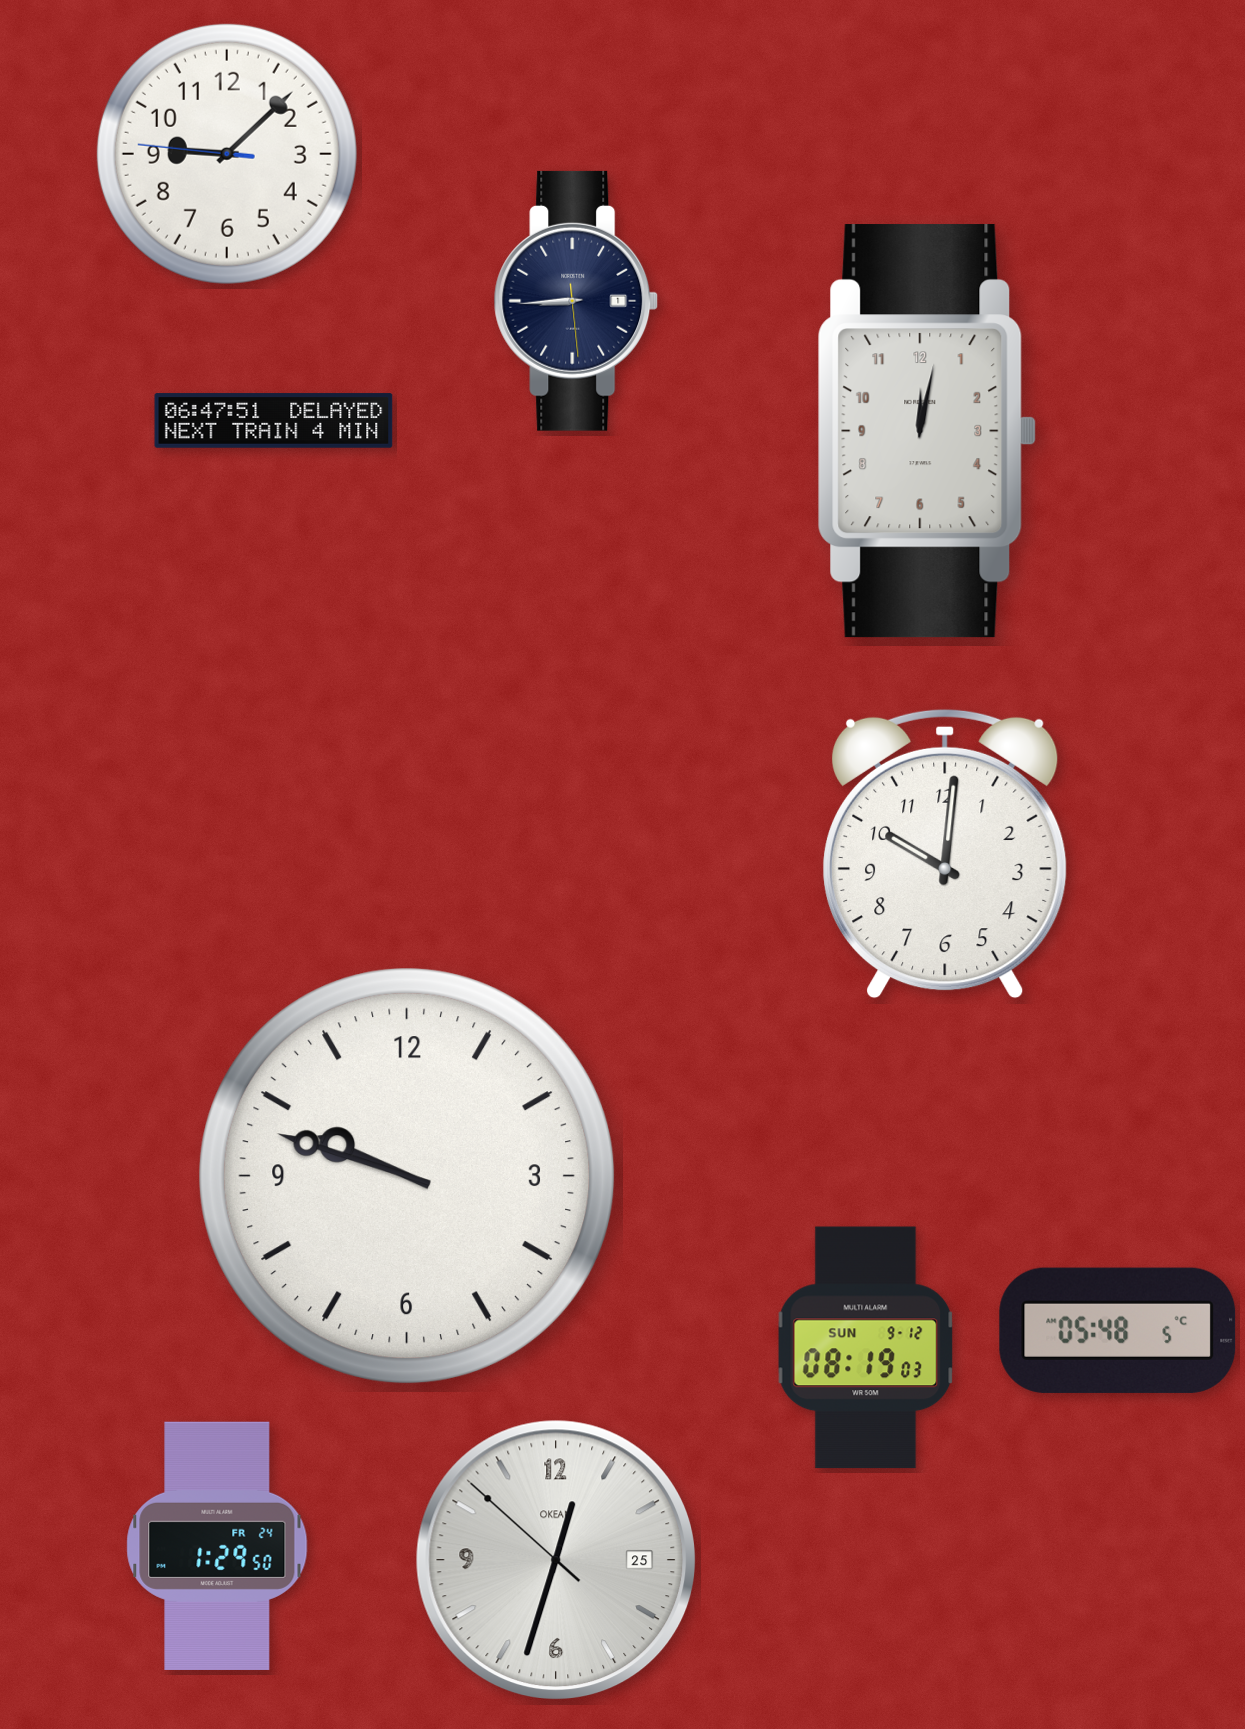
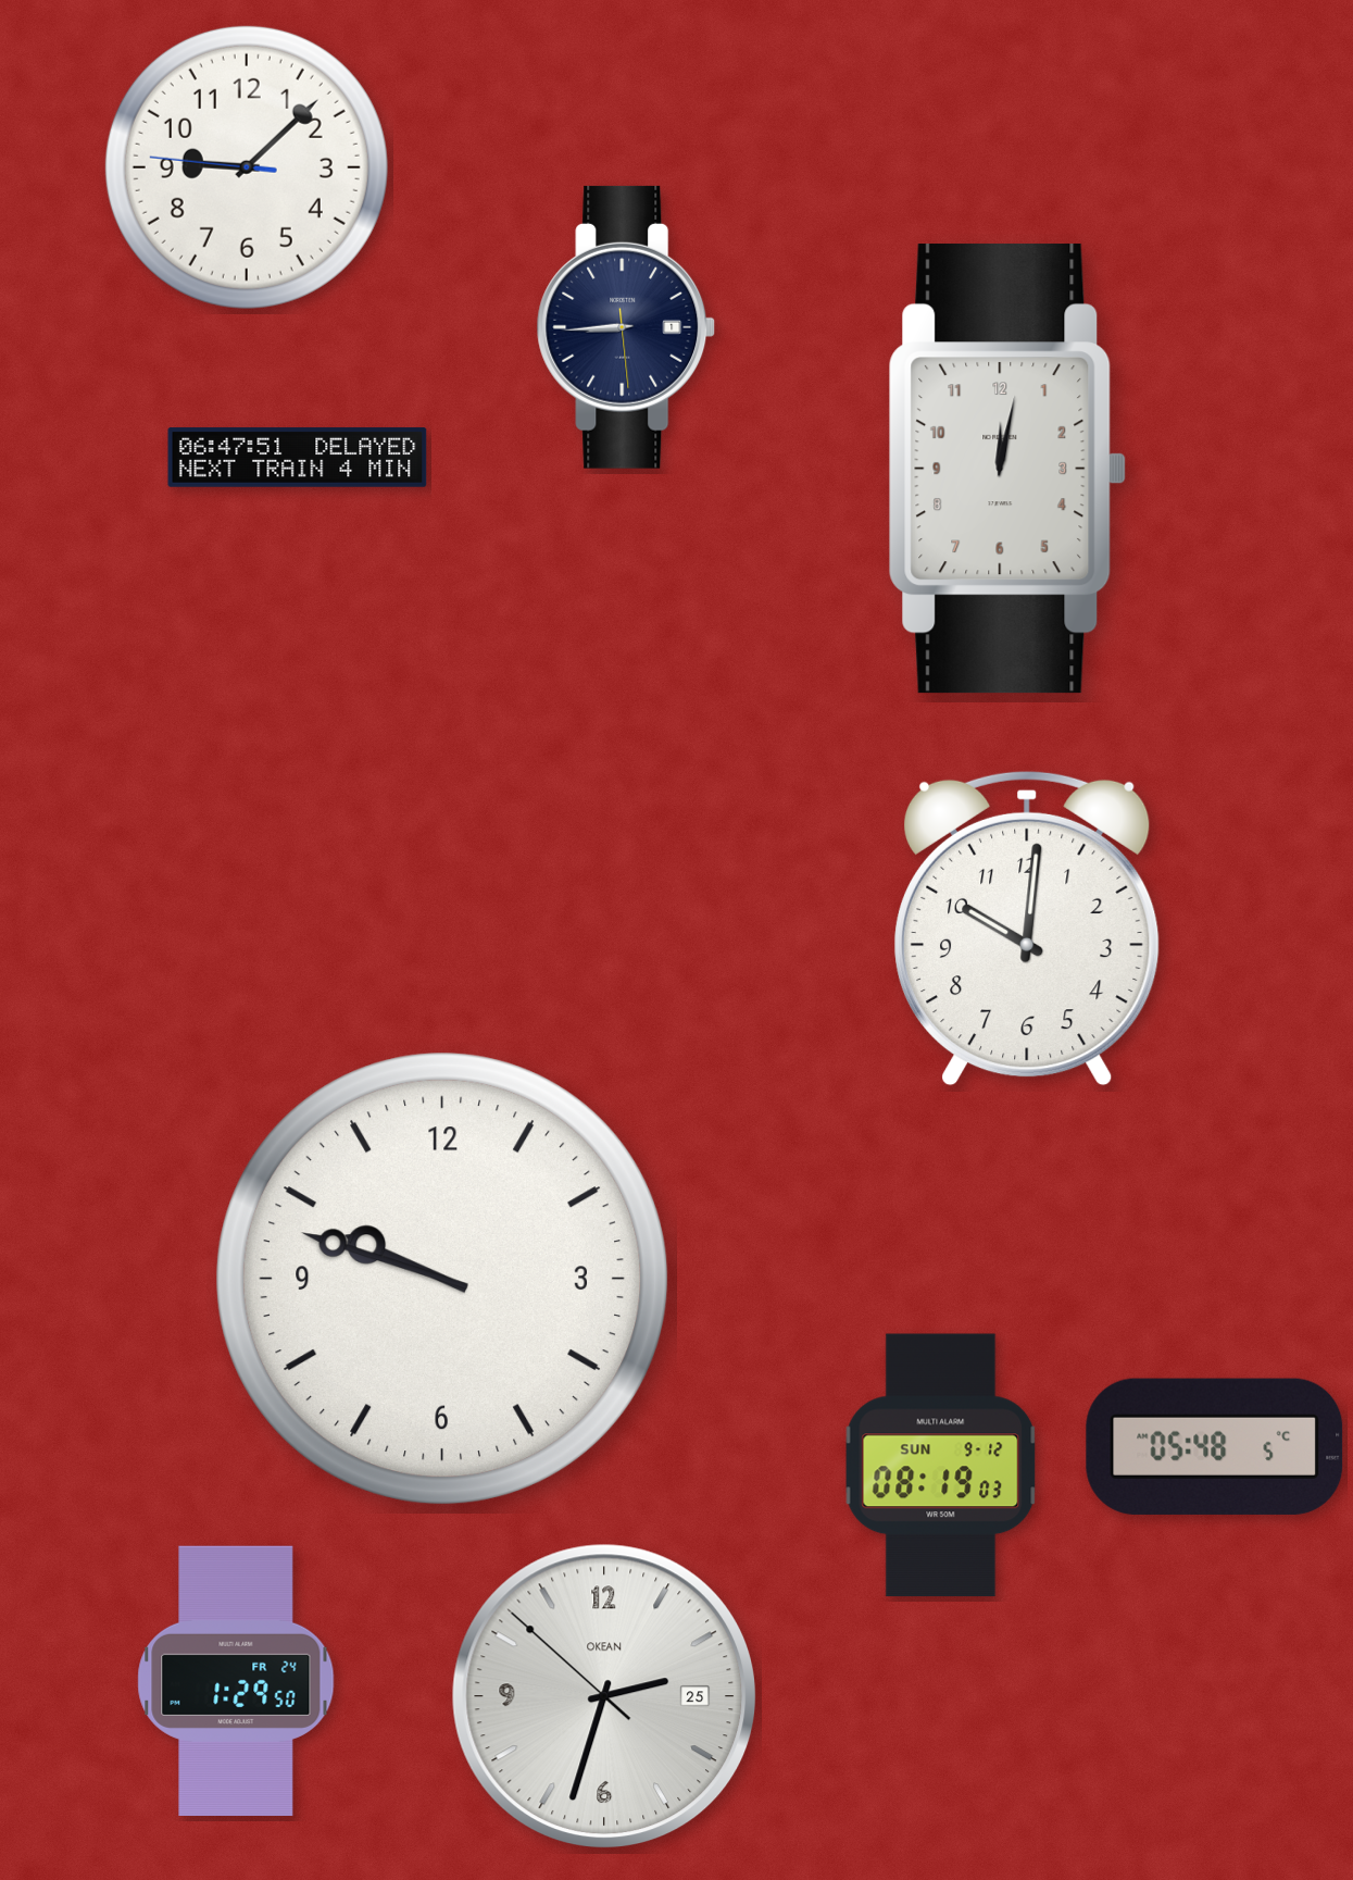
clock at (555, 1559): 12:32 -> 2:32
